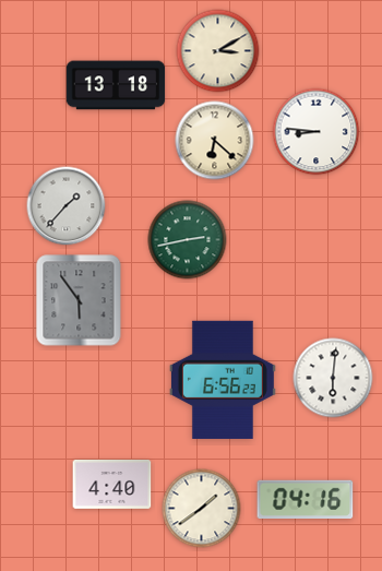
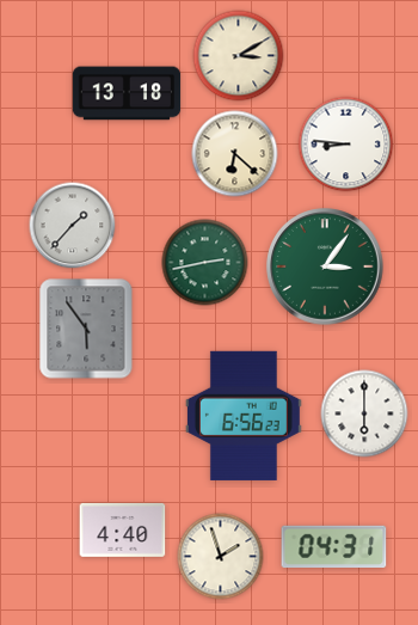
clock at (325, 266): none -> 3:06
clock at (333, 378): 6:01 -> 6:00
clock at (306, 499): 04:16 -> 04:31
clock at (202, 509): 1:39 -> 1:57
